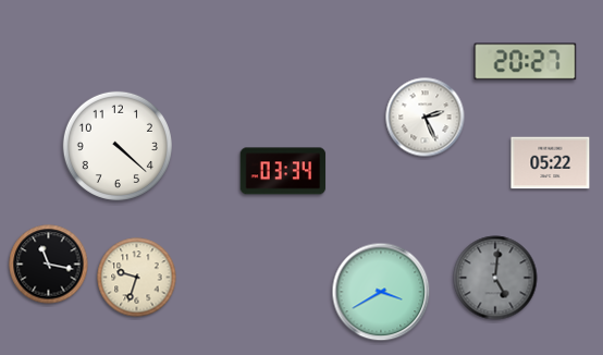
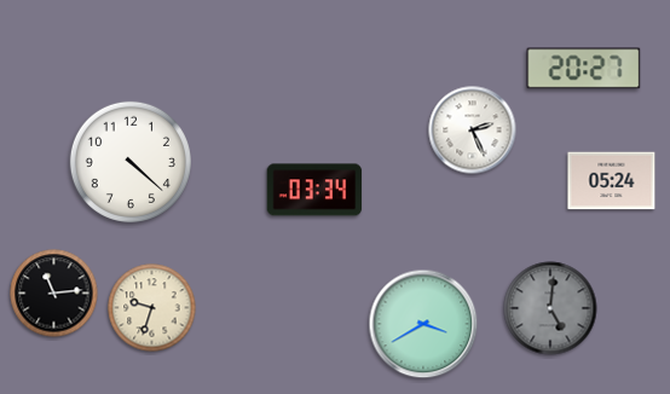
clock at (551, 163): 05:22 -> 05:24
clock at (49, 265): 11:17 -> 11:14
